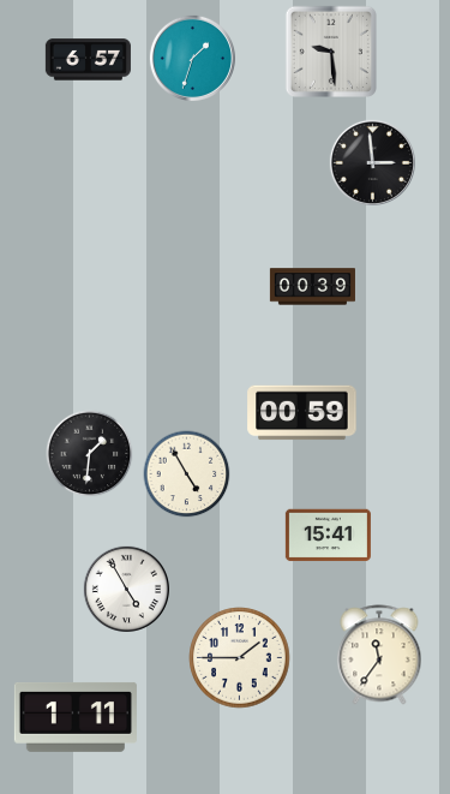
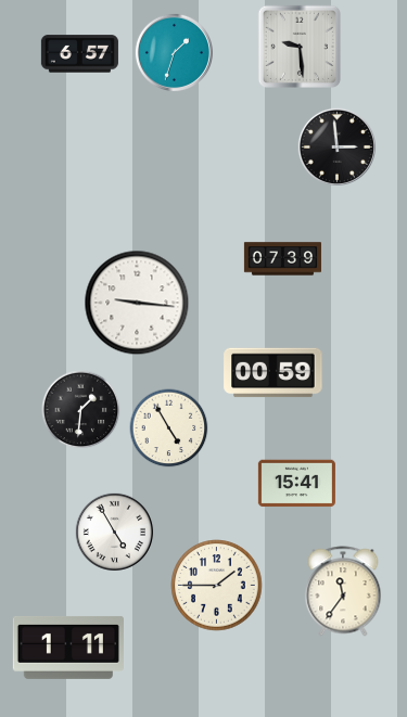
clock at (312, 287): 00:39 -> 07:39
clock at (137, 303): none -> 9:16
clock at (240, 658) position: (240, 658) -> (217, 586)
